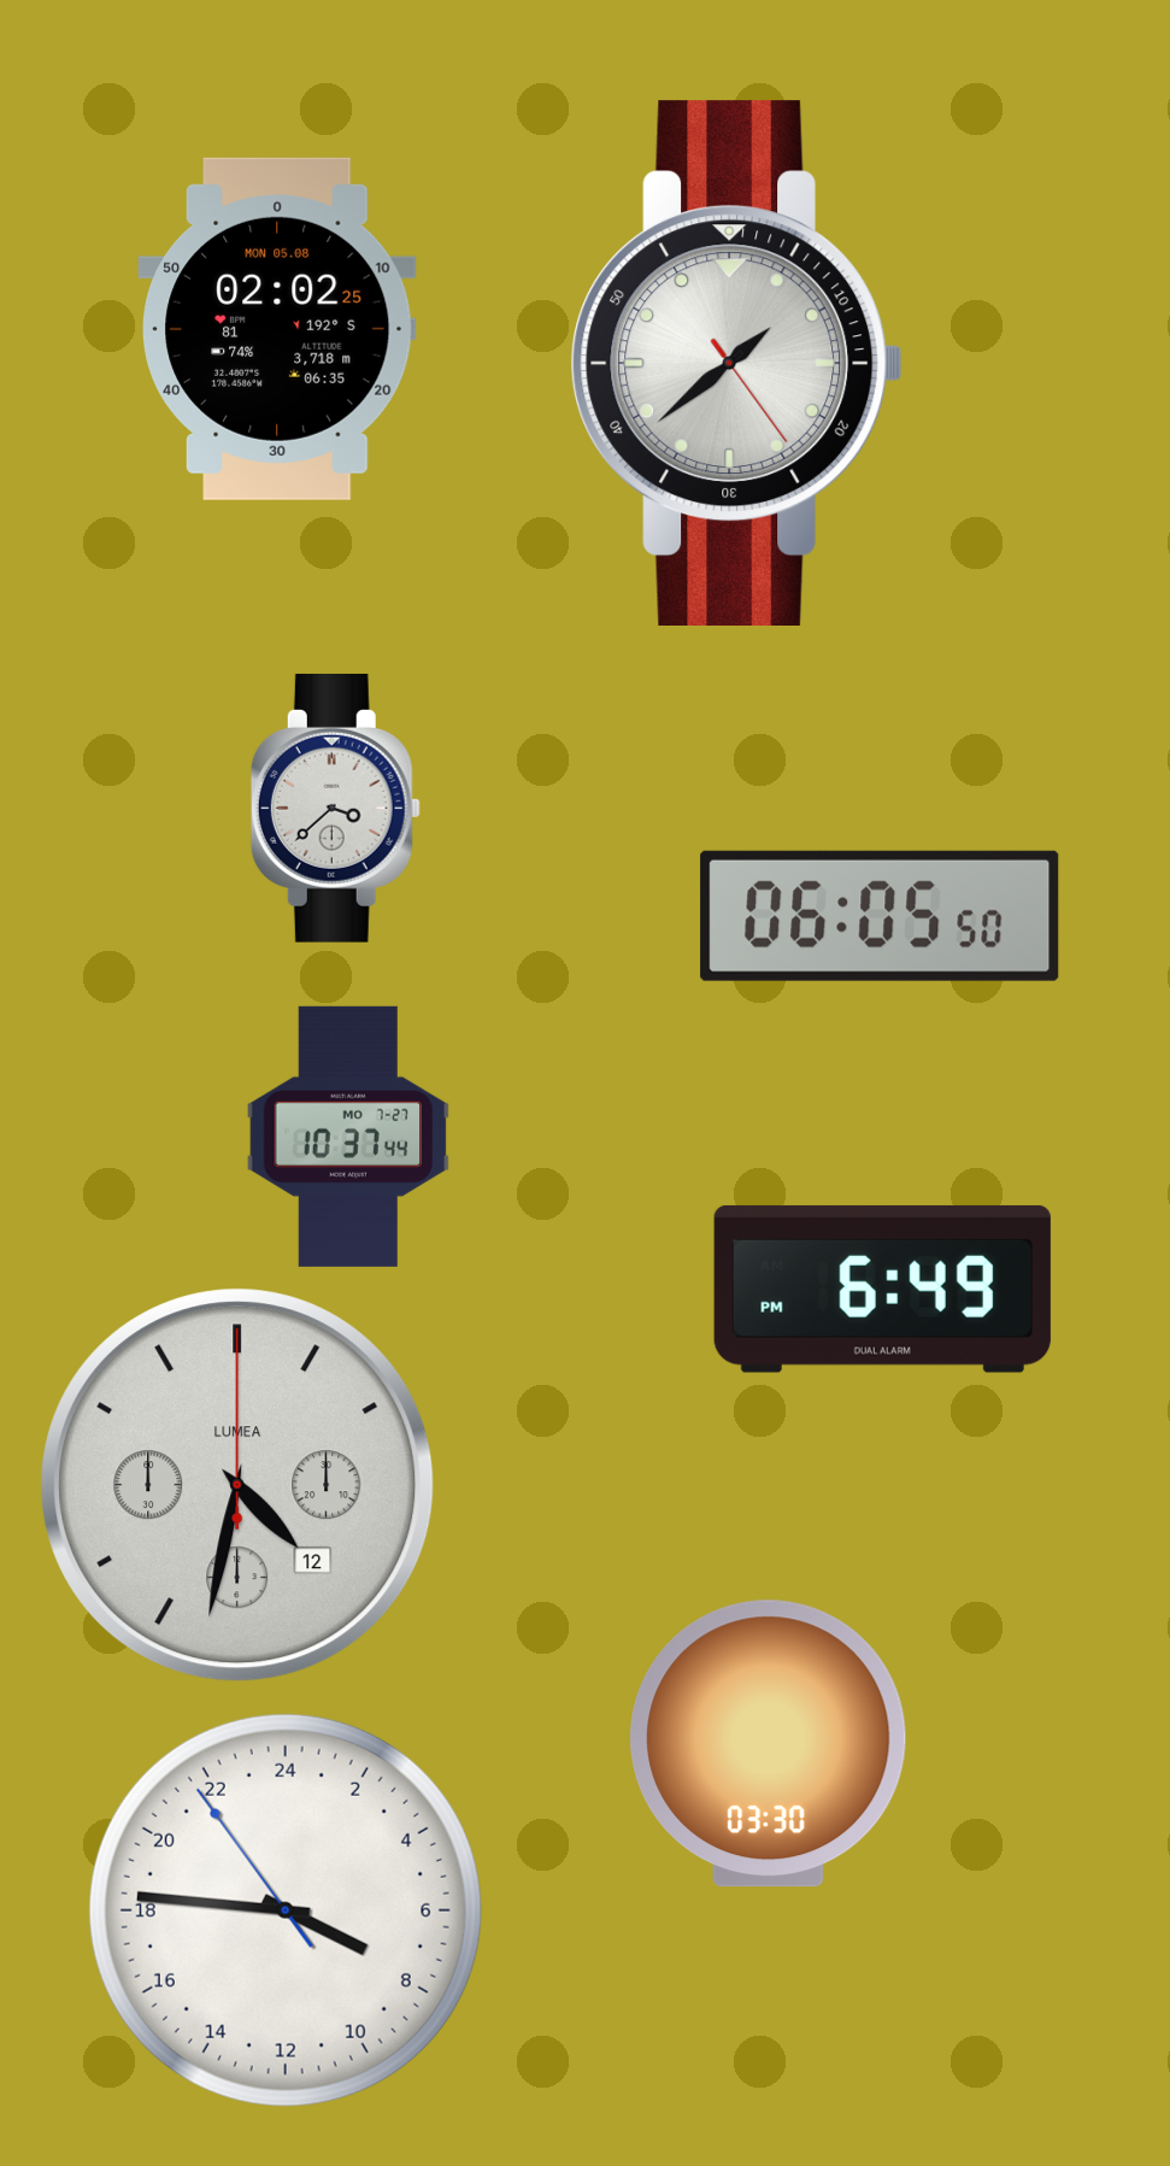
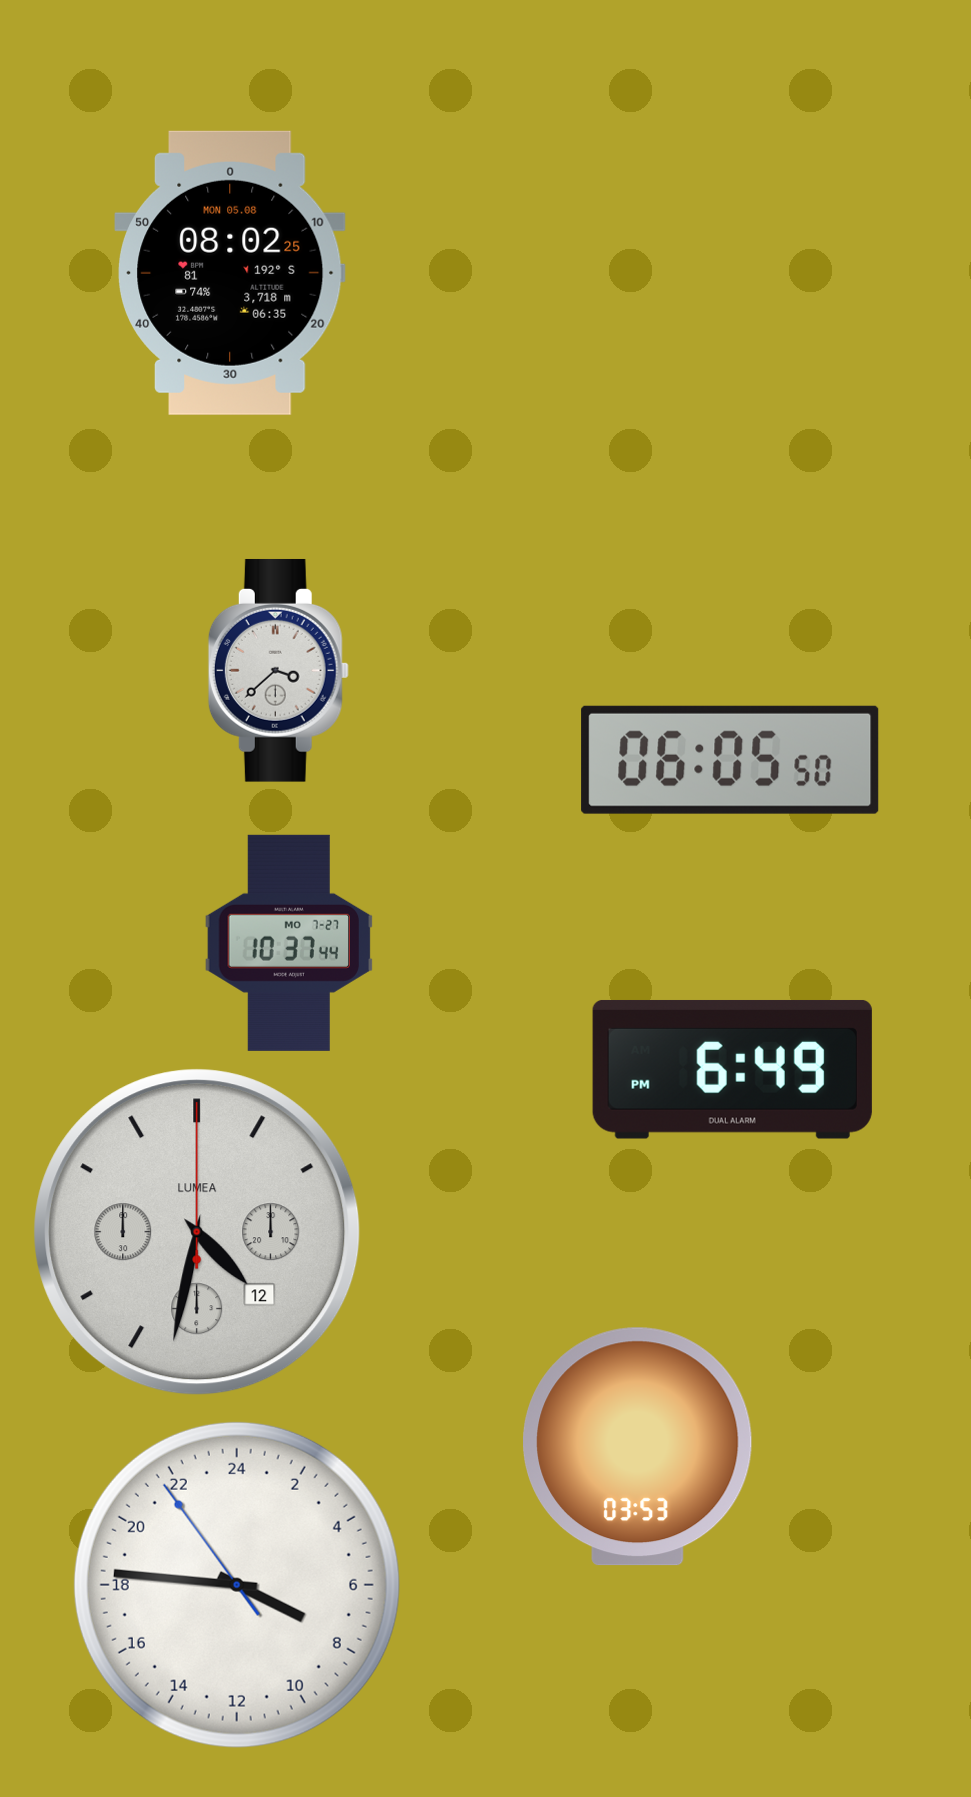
clock at (277, 329): 02:02 -> 08:02
clock at (737, 363): 1:38 -> none
clock at (769, 1744): 03:30 -> 03:53
